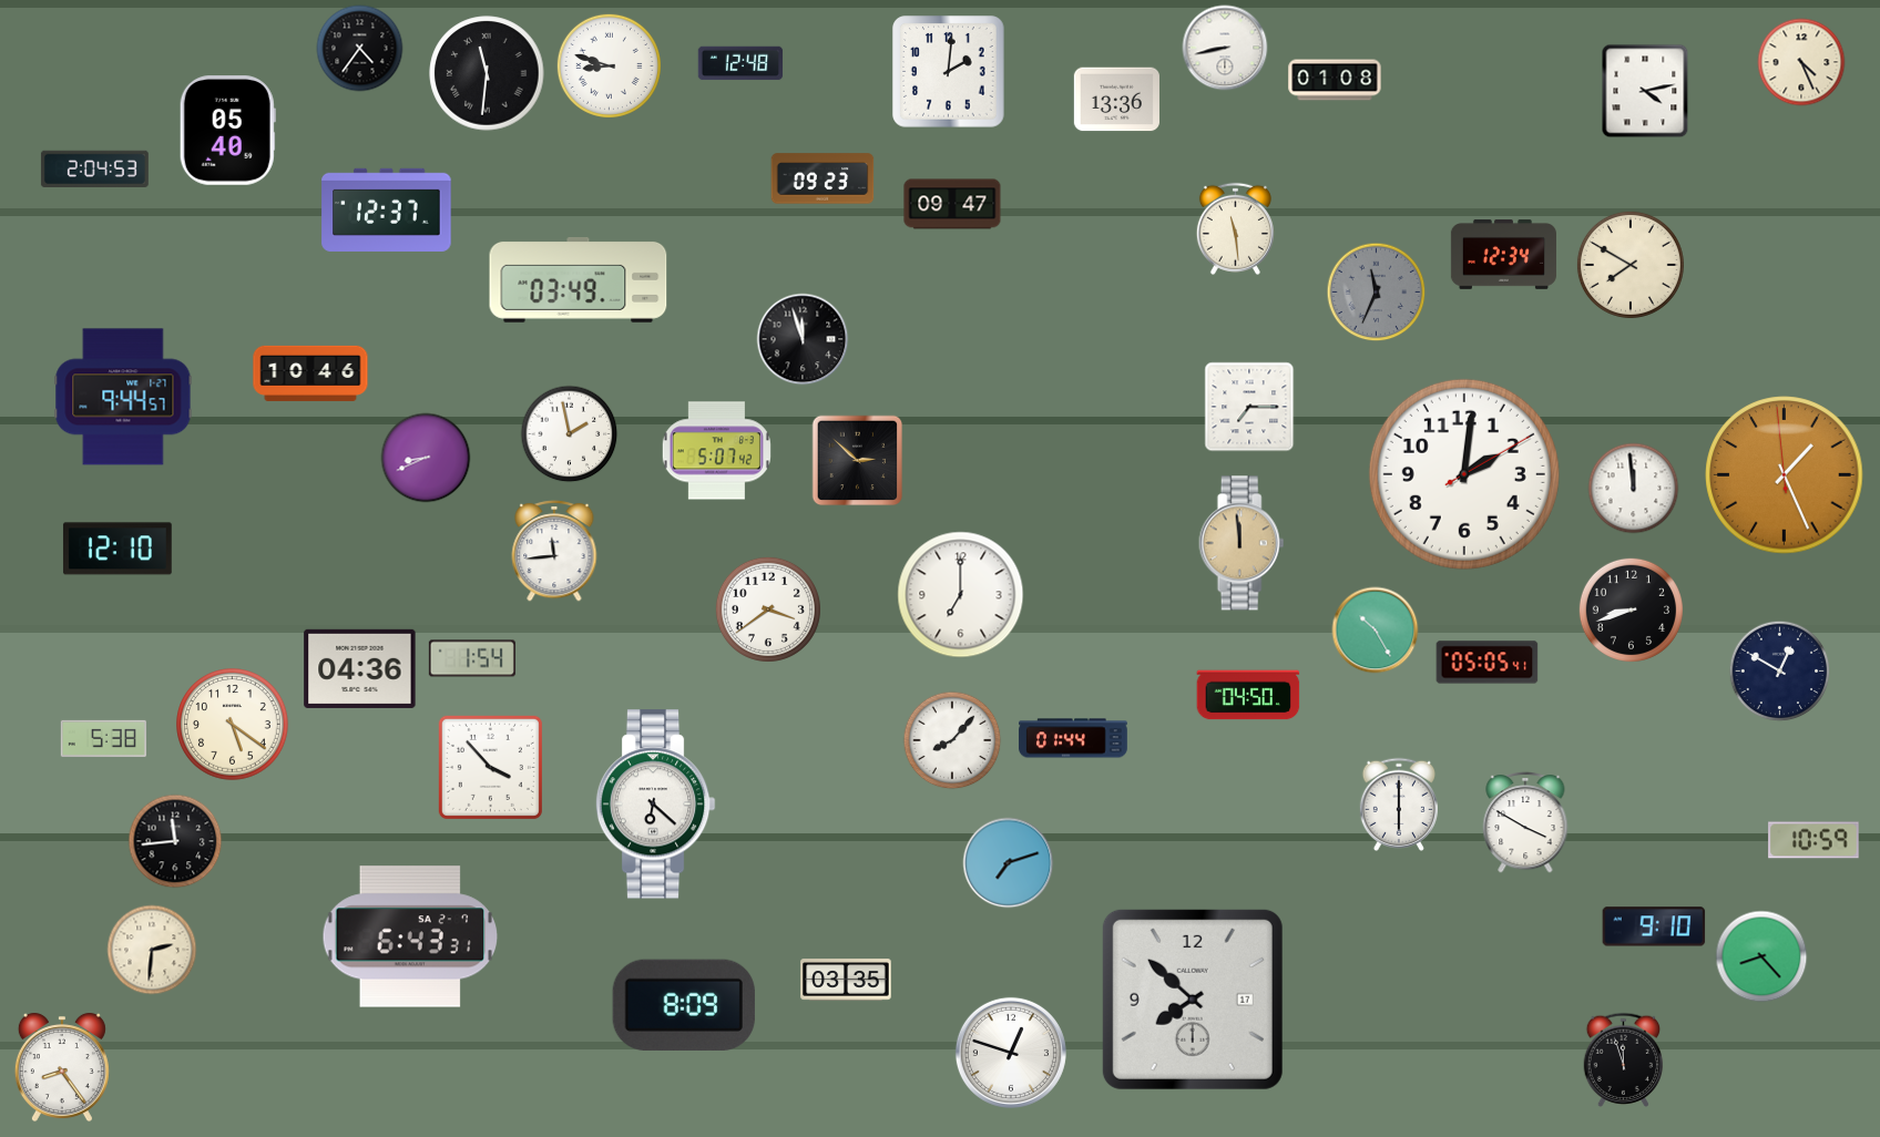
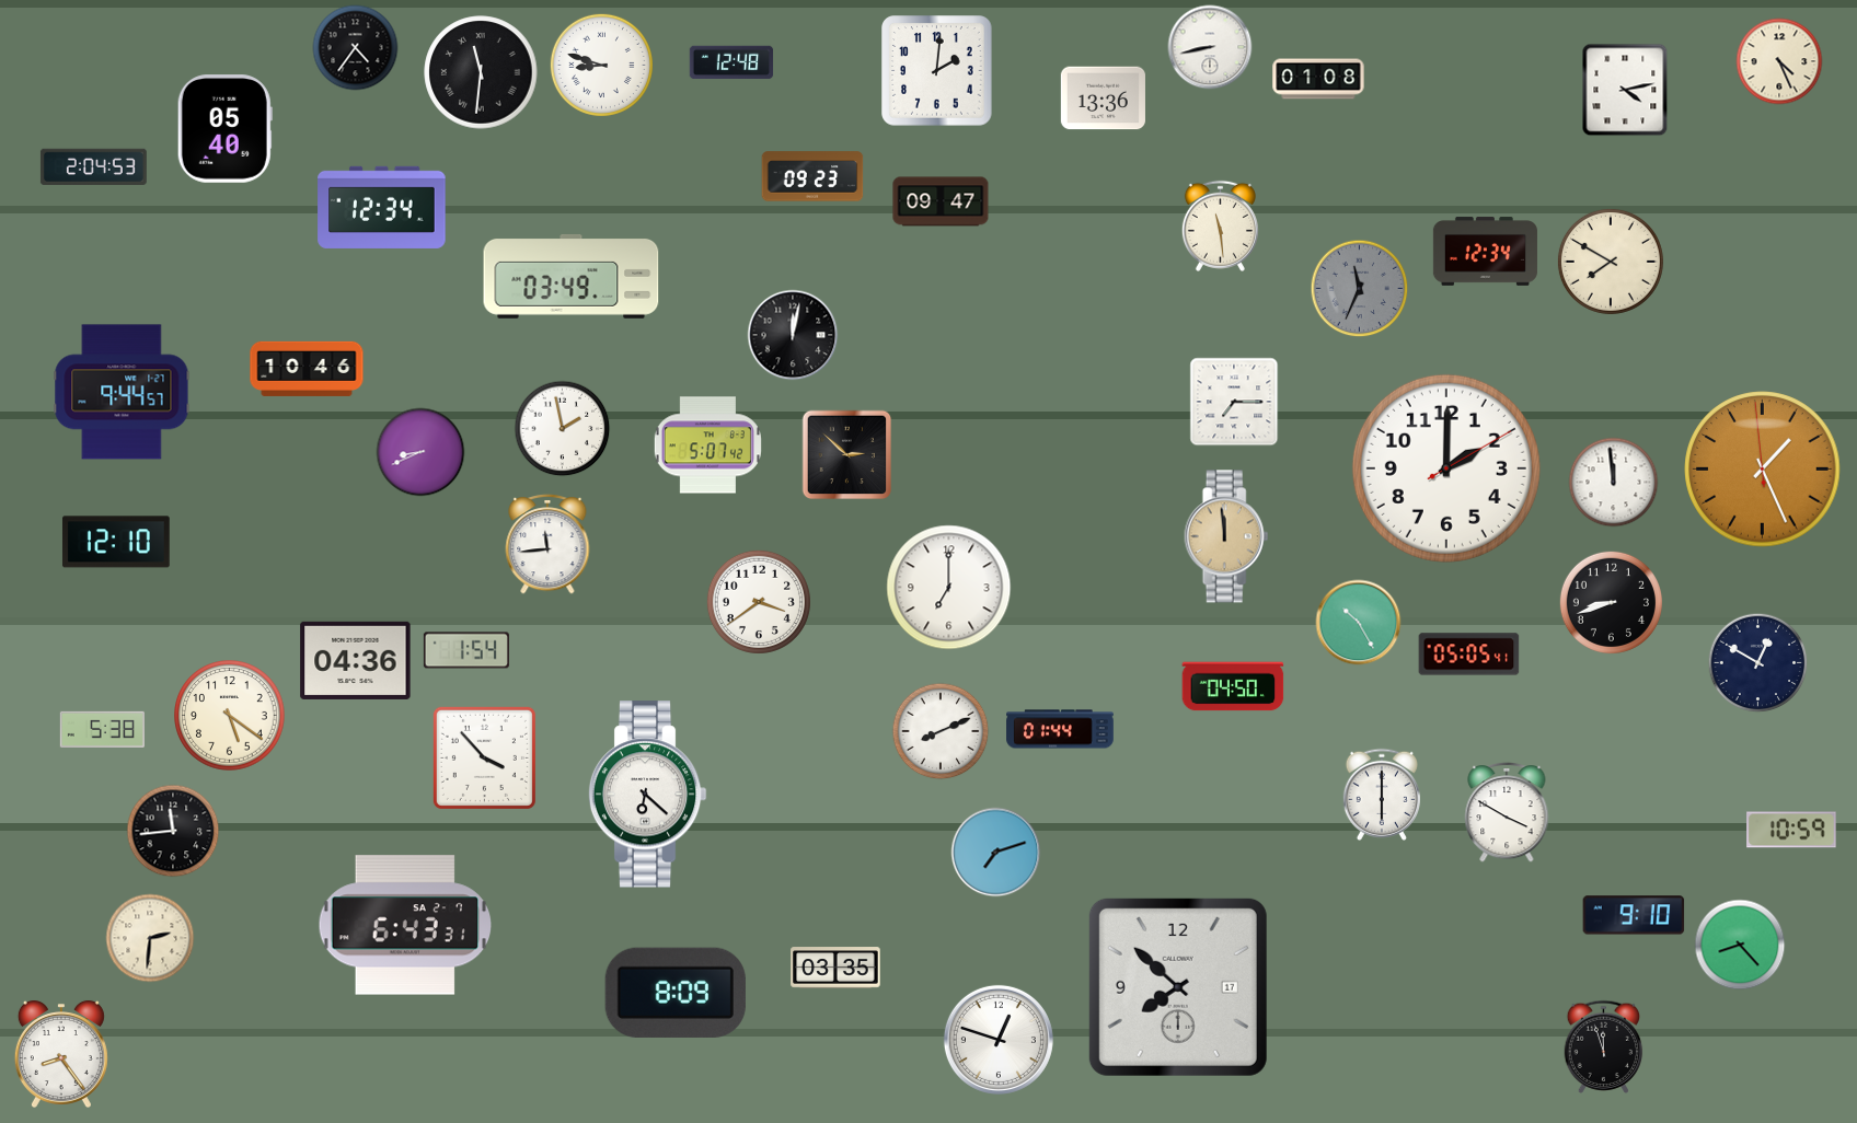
clock at (387, 209): 12:37 -> 12:34
clock at (803, 339): 11:57 -> 12:02
clock at (1464, 474): 2:01 -> 2:00
clock at (952, 740): 8:07 -> 8:11
